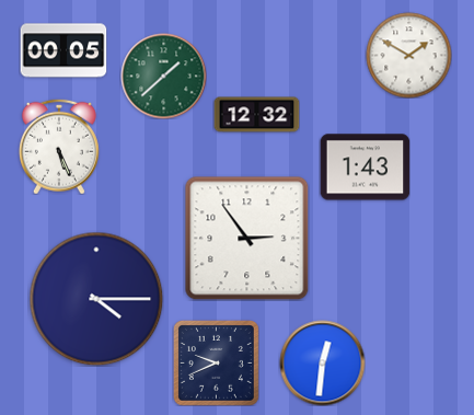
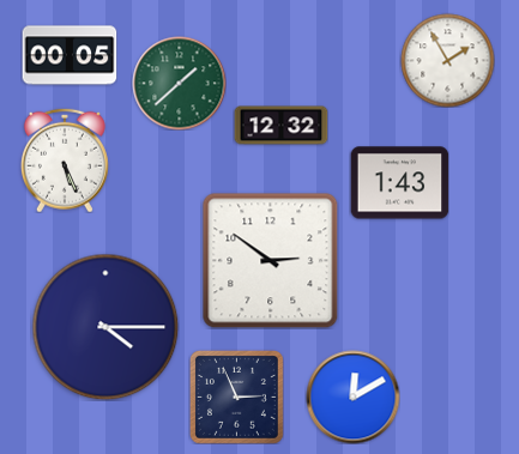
clock at (408, 55): 1:50 -> 1:55
clock at (246, 239): 2:54 -> 2:51
clock at (216, 362): 9:41 -> 2:56
clock at (322, 362): 12:31 -> 12:10
